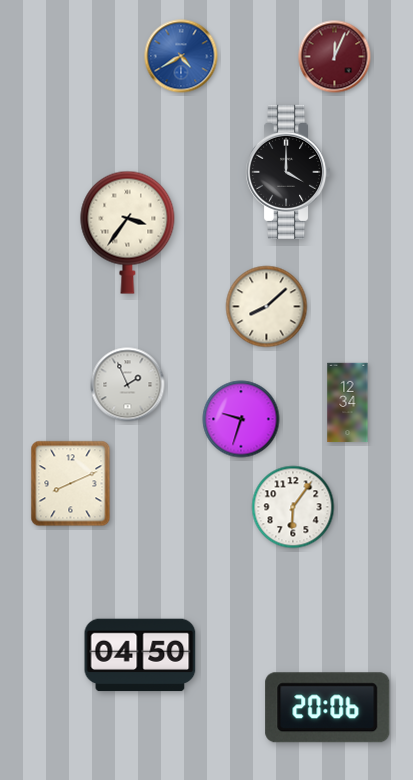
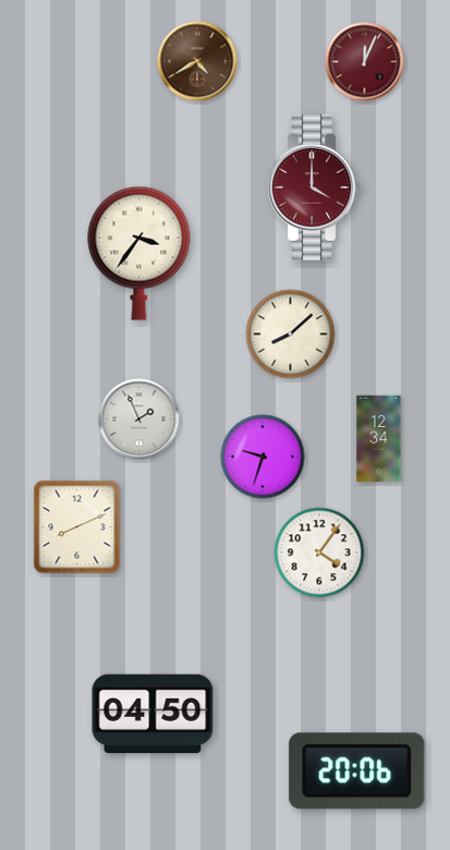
clock at (181, 56) dial: blue -> brown
clock at (289, 172) dial: black -> burgundy
clock at (293, 507): 6:06 -> 4:06
